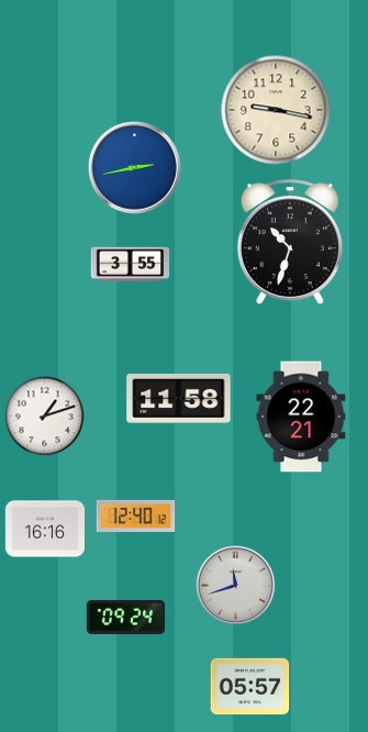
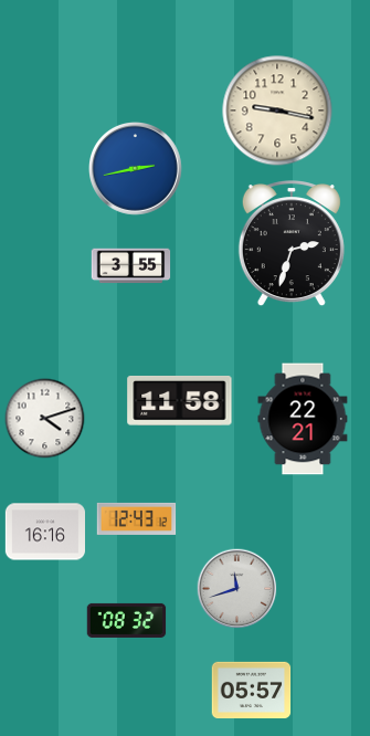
clock at (290, 243): 10:33 -> 2:33
clock at (45, 417): 1:12 -> 4:12
clock at (136, 515): 12:40 -> 12:43
clock at (126, 617): 09:24 -> 08:32
